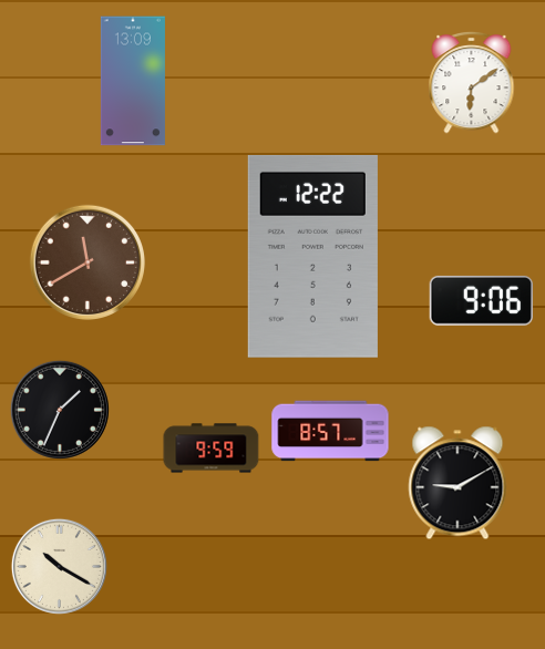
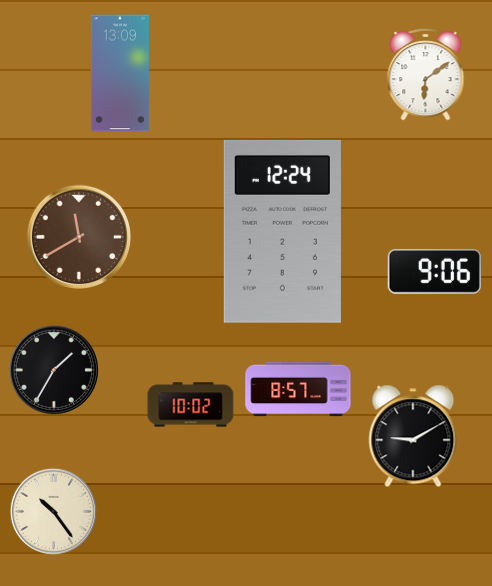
clock at (312, 256): 12:22 -> 12:24
clock at (60, 410): 1:34 -> 1:35
clock at (212, 449): 9:59 -> 10:02
clock at (59, 566): 10:20 -> 10:24
